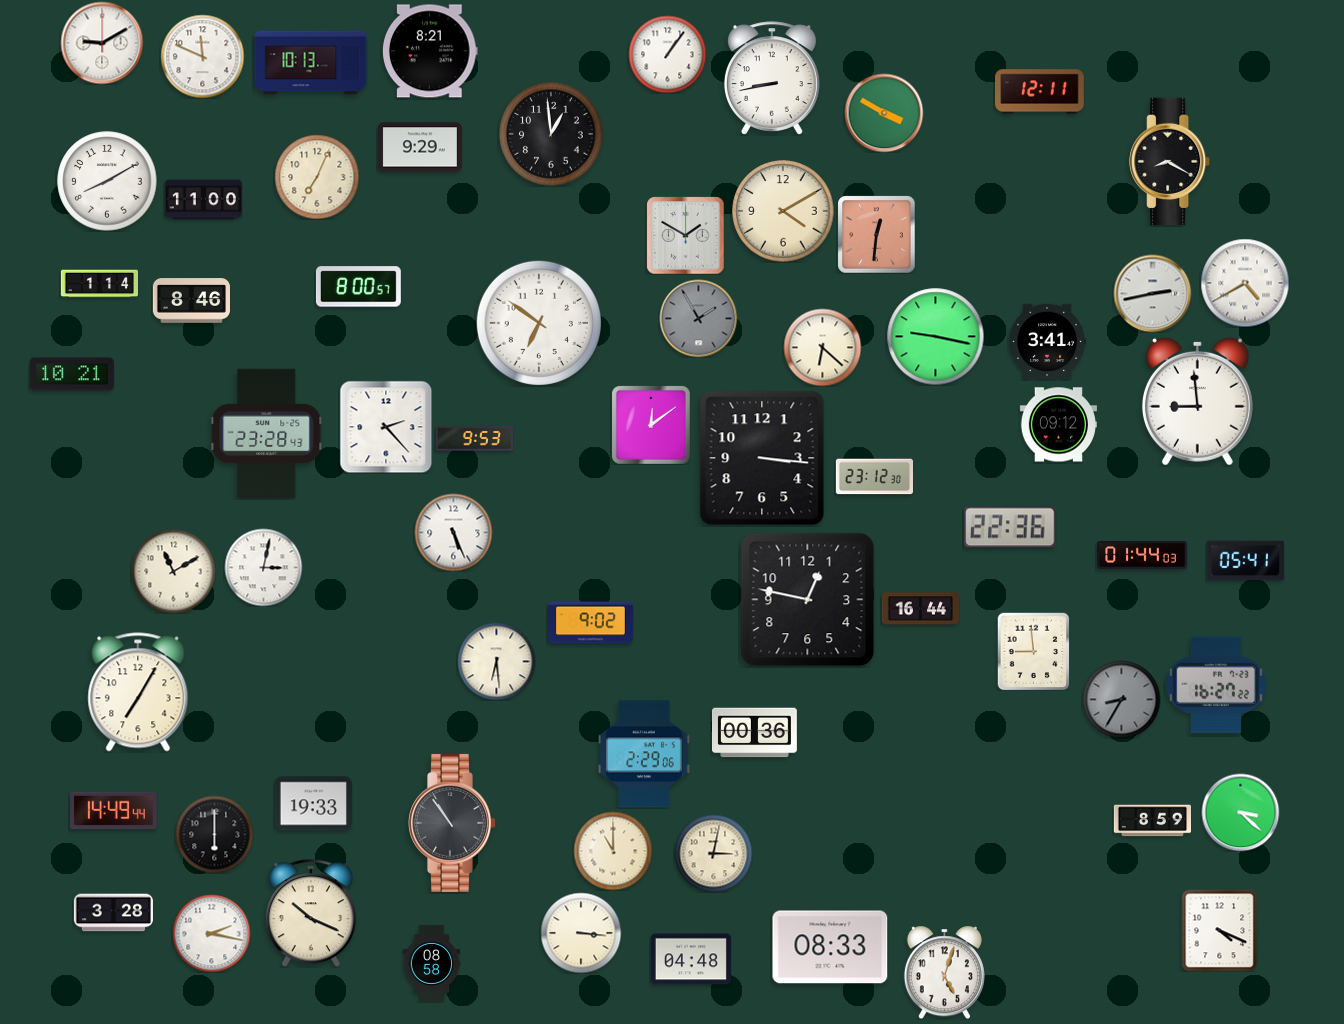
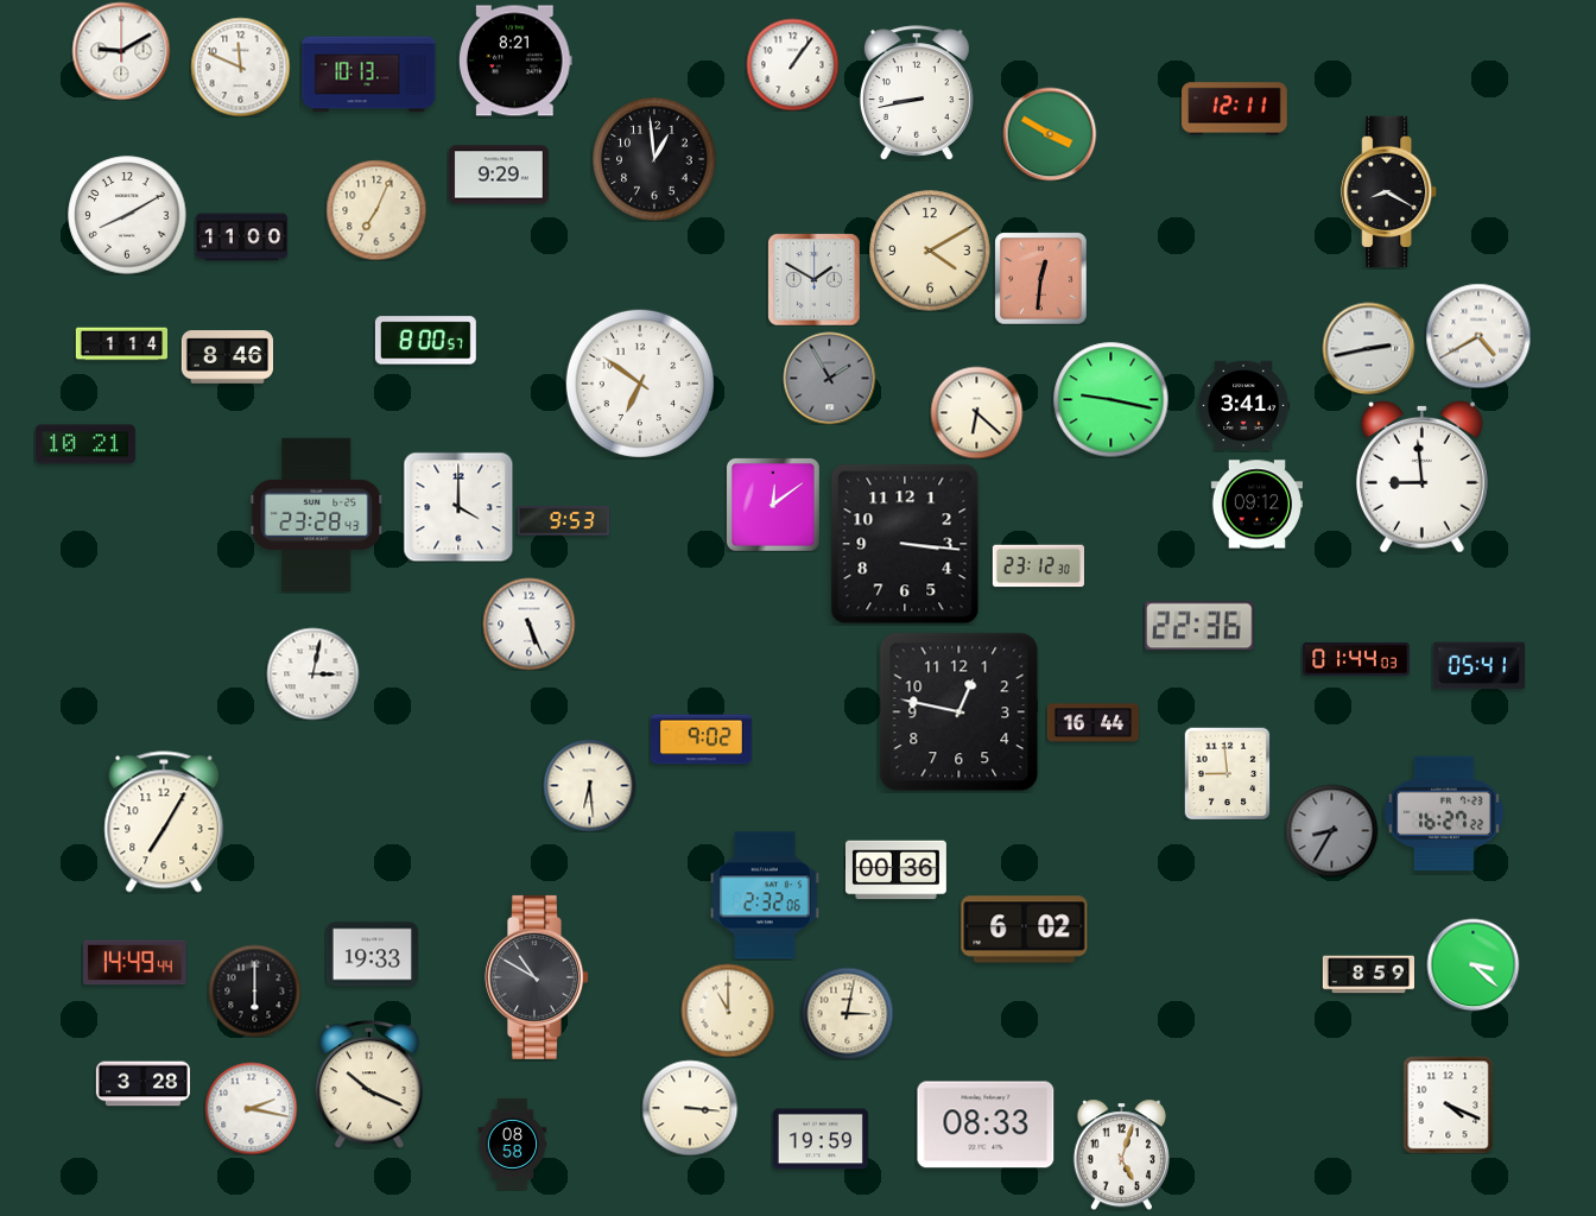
clock at (430, 51) position: (430, 51) -> (515, 61)
clock at (99, 284) position: (99, 284) -> (121, 344)
clock at (386, 427): 2:23 -> 4:00
clock at (453, 532) position: (453, 532) -> (528, 623)
clock at (173, 571): 11:10 -> none
clock at (644, 754): 2:29 -> 2:32
clock at (1025, 930): none -> 6:02
clock at (453, 823): 10:54 -> 10:50
clock at (113, 913) position: (113, 913) -> (142, 1084)
clock at (691, 959): 04:48 -> 19:59
